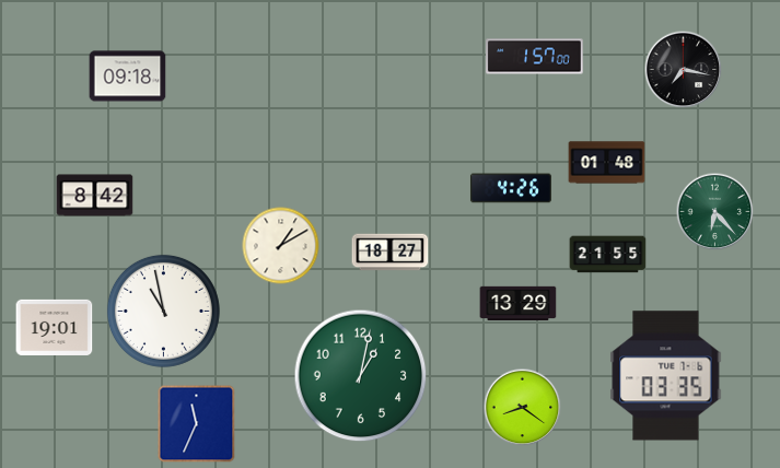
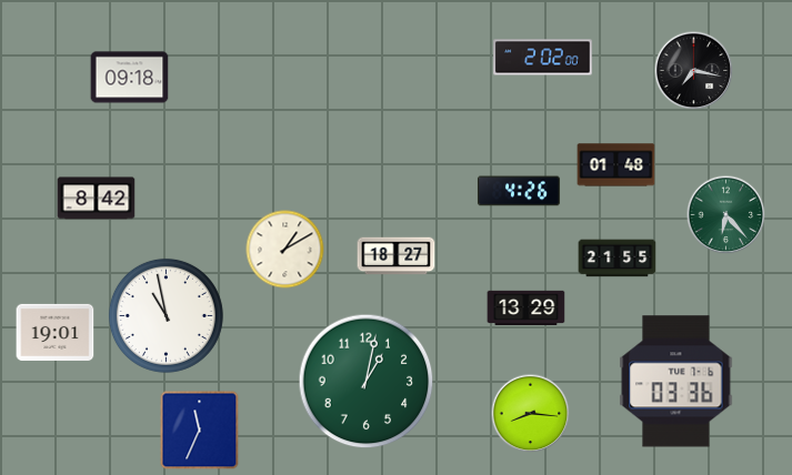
clock at (535, 57): 1:57 -> 2:02
clock at (666, 376): 03:35 -> 03:36
clock at (523, 408): 8:21 -> 8:16
